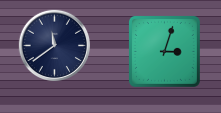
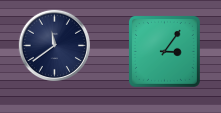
clock at (164, 51): 3:03 -> 3:06
